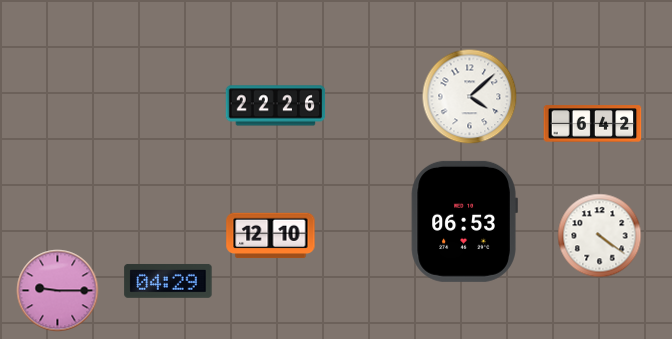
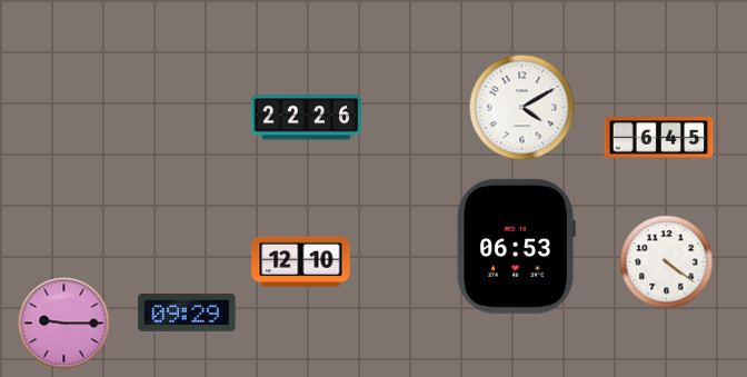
clock at (470, 97): 4:08 -> 4:10
clock at (593, 124): 6:42 -> 6:45
clock at (168, 281): 04:29 -> 09:29
